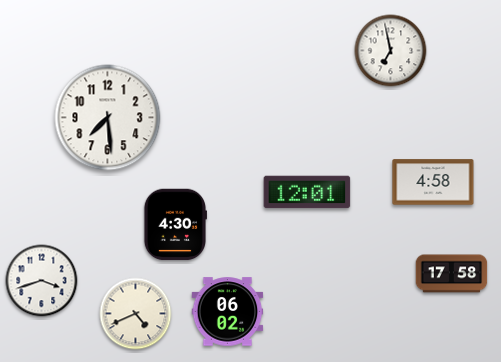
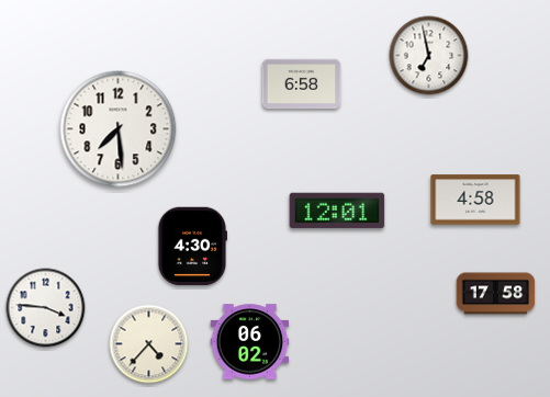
clock at (302, 84): none -> 6:58
clock at (452, 274) position: (452, 274) -> (496, 294)
clock at (42, 281): 3:42 -> 3:46
clock at (136, 314): 4:41 -> 4:37
